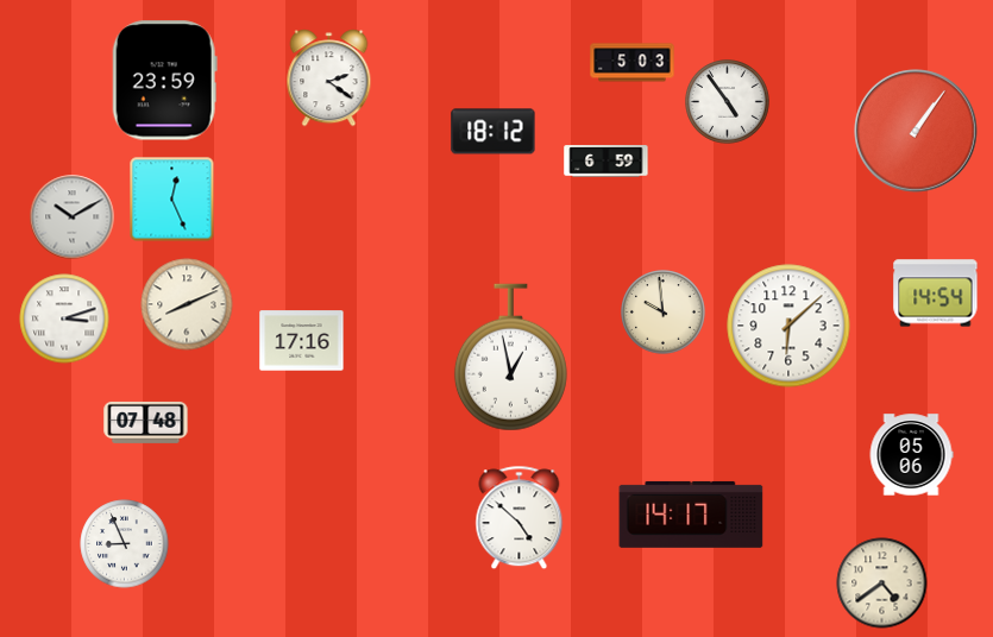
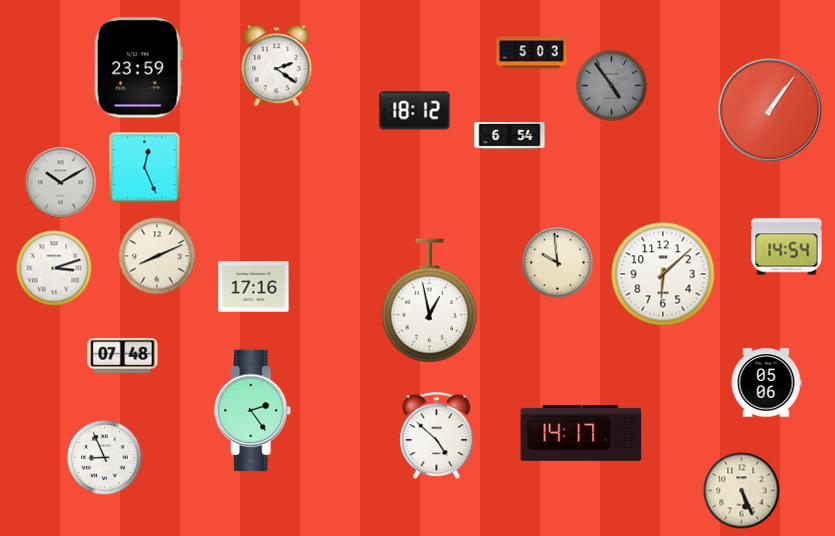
clock at (728, 102) dial: white -> grey
clock at (607, 162): 6:59 -> 6:54
clock at (253, 411): none -> 2:24
clock at (882, 584): 4:39 -> 5:26
